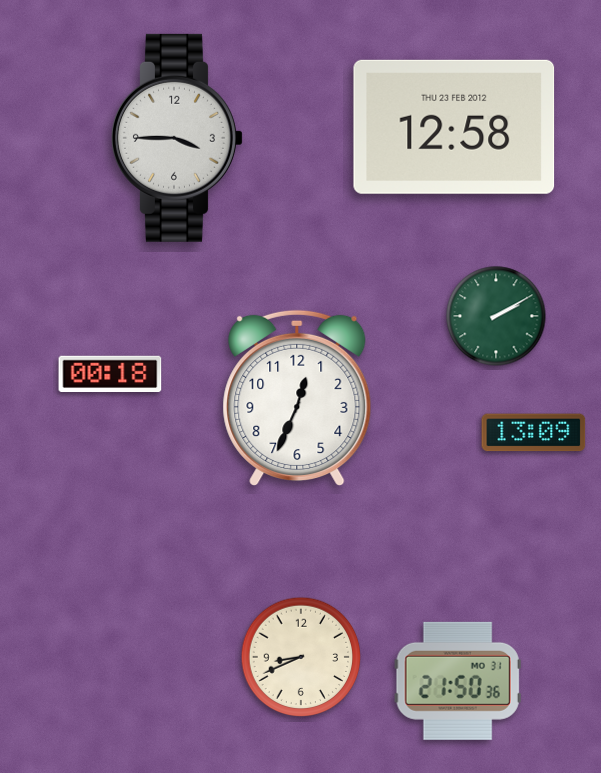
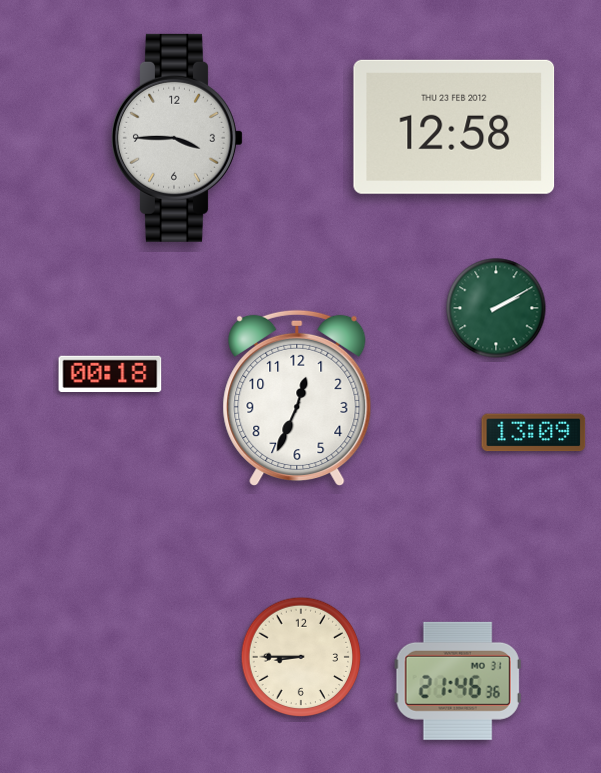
clock at (496, 316) position: (496, 316) -> (496, 308)
clock at (301, 657): 8:41 -> 8:45
clock at (458, 681): 21:50 -> 21:46
